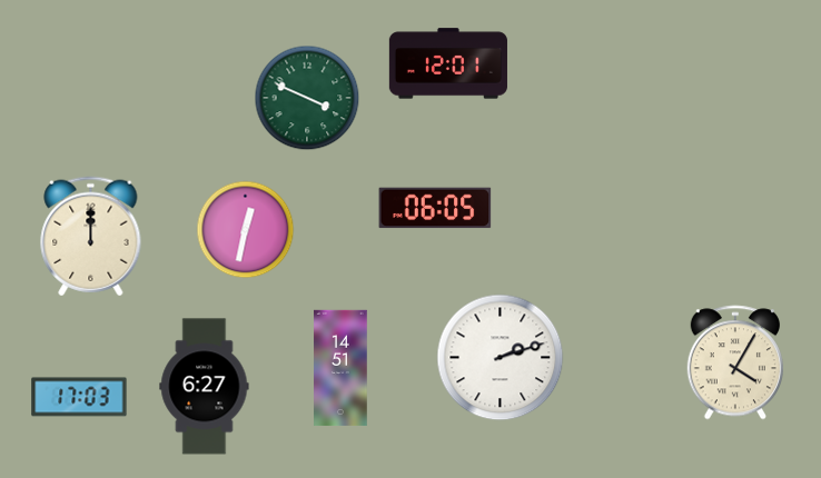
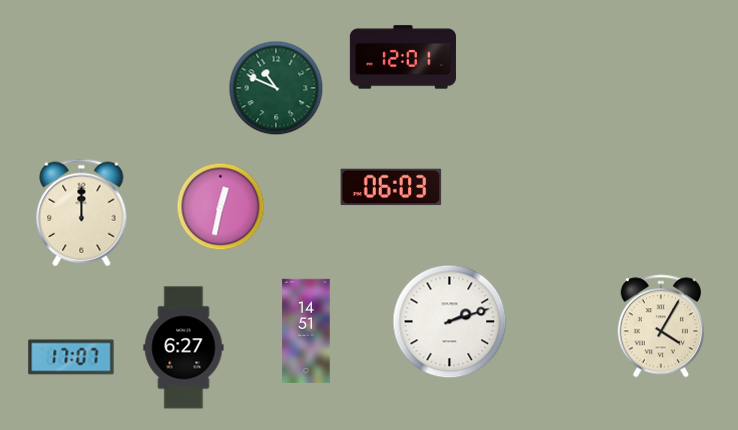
clock at (307, 98): 3:49 -> 10:49
clock at (435, 208): 06:05 -> 06:03
clock at (79, 397): 17:03 -> 17:07
